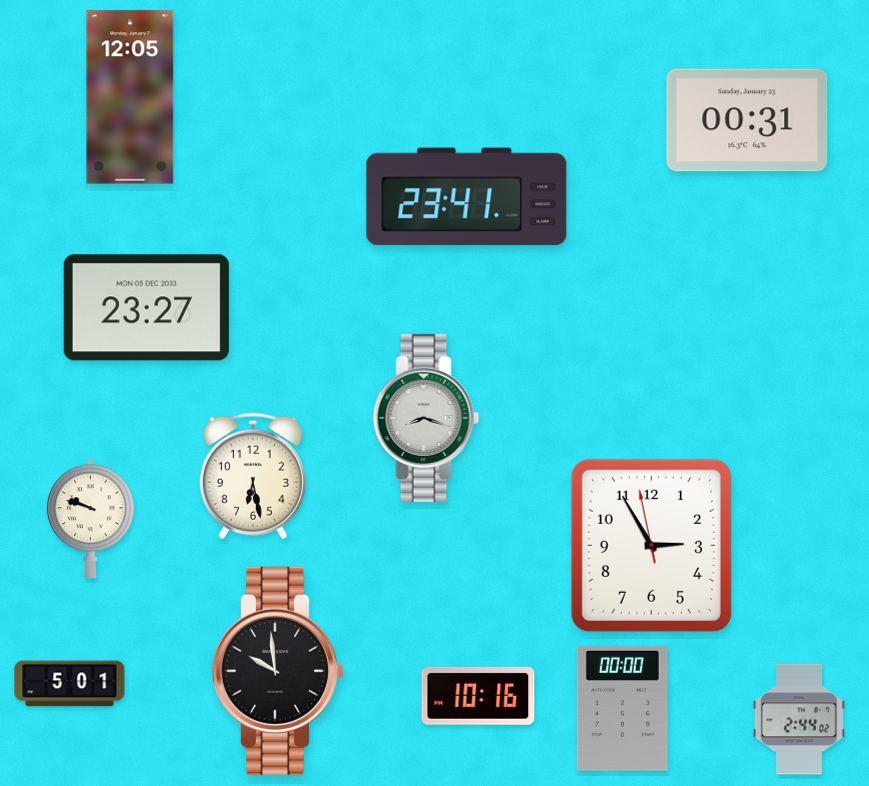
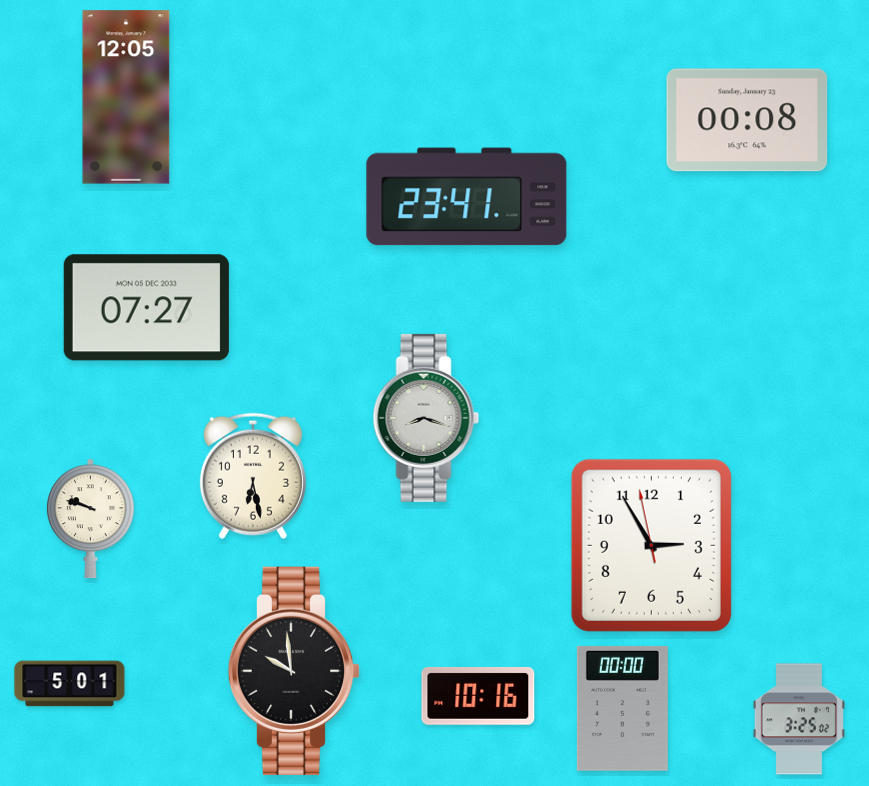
clock at (130, 97) position: (130, 97) -> (126, 97)
clock at (747, 120): 00:31 -> 00:08
clock at (146, 308): 23:27 -> 07:27
clock at (278, 671) position: (278, 671) -> (294, 671)
clock at (799, 719): 2:44 -> 3:25
